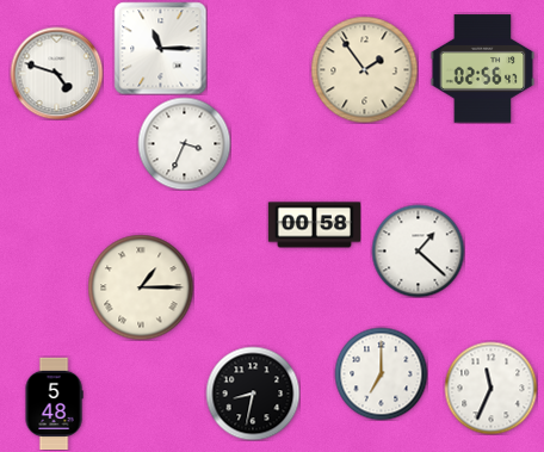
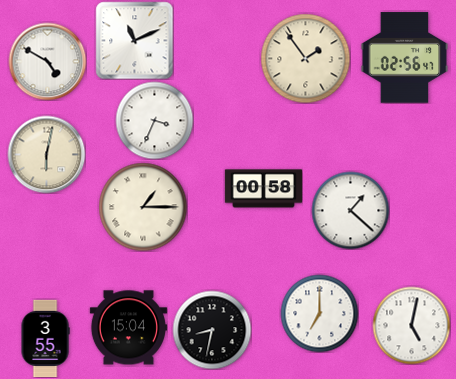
clock at (160, 48): 11:15 -> 11:11
clock at (56, 73): 4:48 -> 4:50
clock at (46, 154): none -> 6:02
clock at (141, 287) position: (141, 287) -> (143, 207)
clock at (490, 388): 11:34 -> 5:02
clock at (128, 328): none -> 15:04
clock at (54, 403): 5:48 -> 3:55
